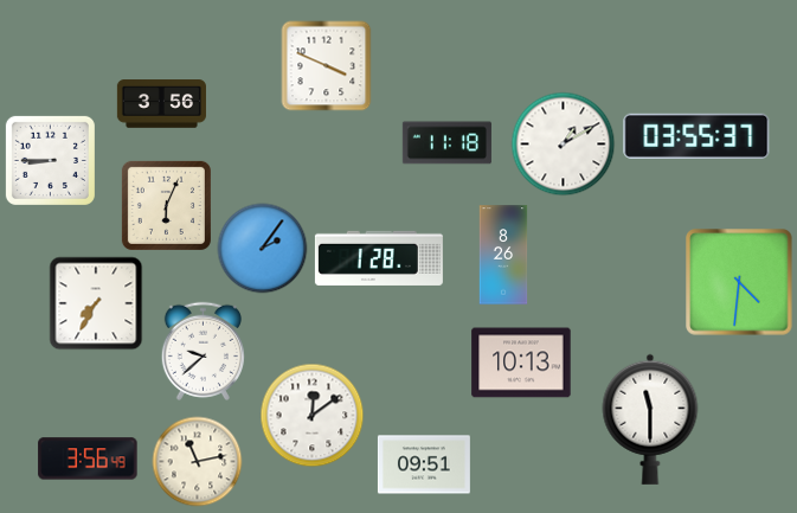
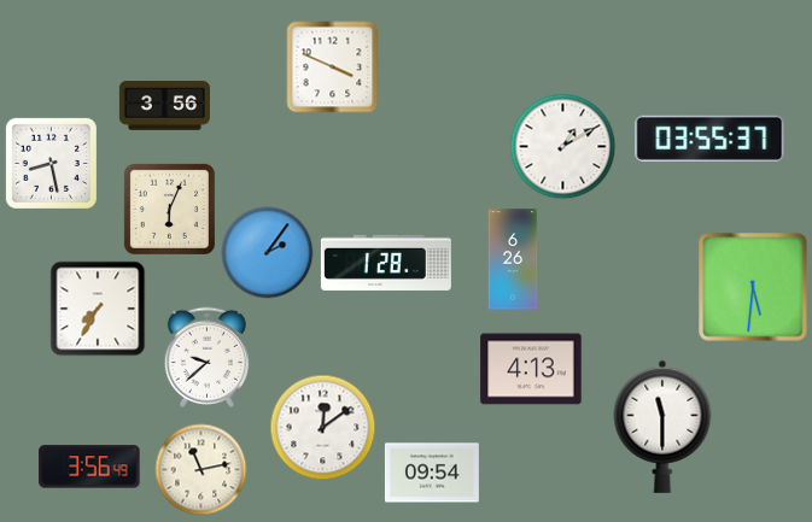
clock at (446, 143): 11:18 -> none
clock at (564, 145) position: (564, 145) -> (563, 147)
clock at (50, 160): 8:45 -> 8:28
clock at (503, 255): 8:26 -> 6:26
clock at (739, 282): 4:31 -> 5:31
clock at (521, 363): 10:13 -> 4:13
clock at (313, 416) position: (313, 416) -> (323, 428)
clock at (424, 464): 09:51 -> 09:54
